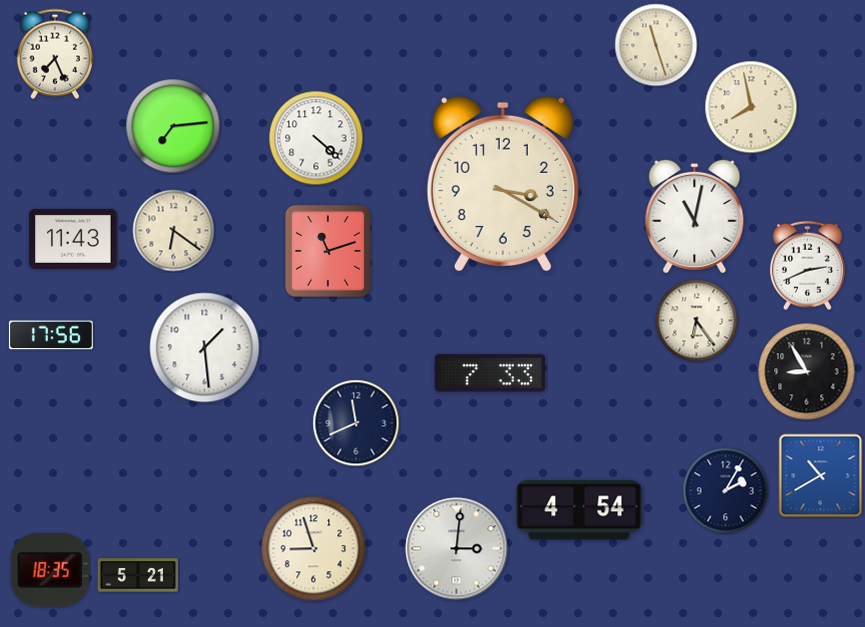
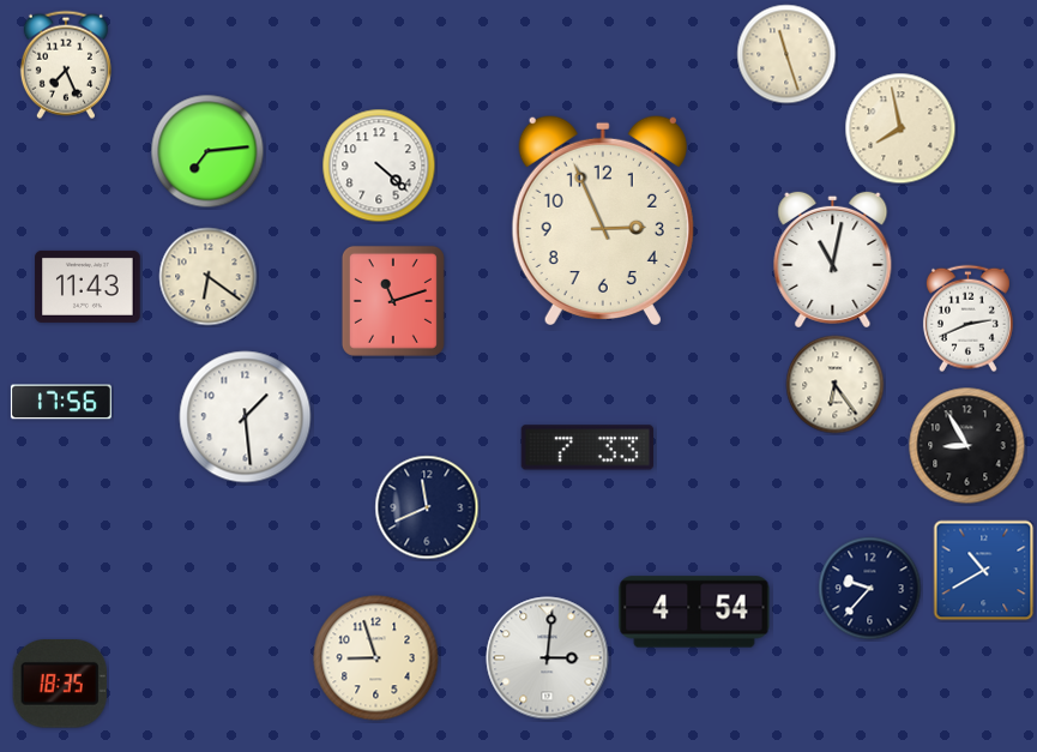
clock at (503, 183): 3:20 -> 2:56
clock at (726, 491): 2:05 -> 9:37
clock at (137, 575): 5:21 -> none
